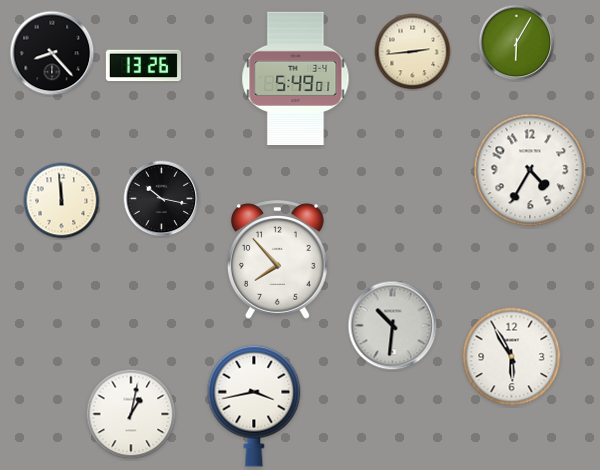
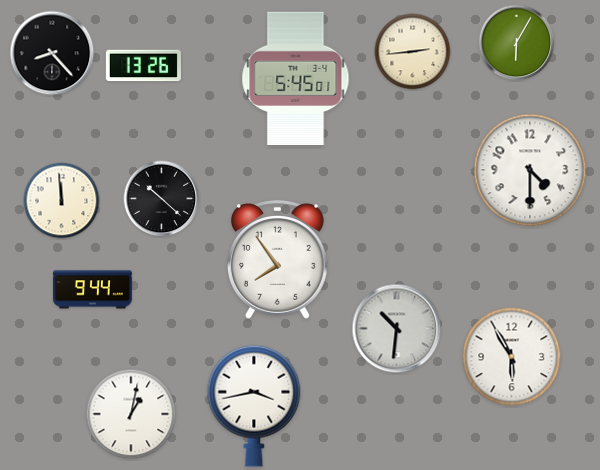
clock at (296, 78): 5:49 -> 5:45
clock at (530, 170): 4:35 -> 4:30
clock at (162, 199): 10:17 -> 10:22
clock at (278, 260): 7:53 -> 7:54
clock at (93, 290): none -> 9:44
clock at (393, 326) position: (393, 326) -> (397, 329)
